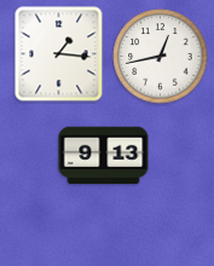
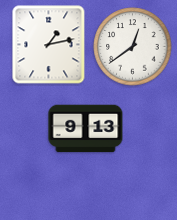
clock at (59, 54): 1:16 -> 1:13
clock at (161, 57): 12:43 -> 12:39
